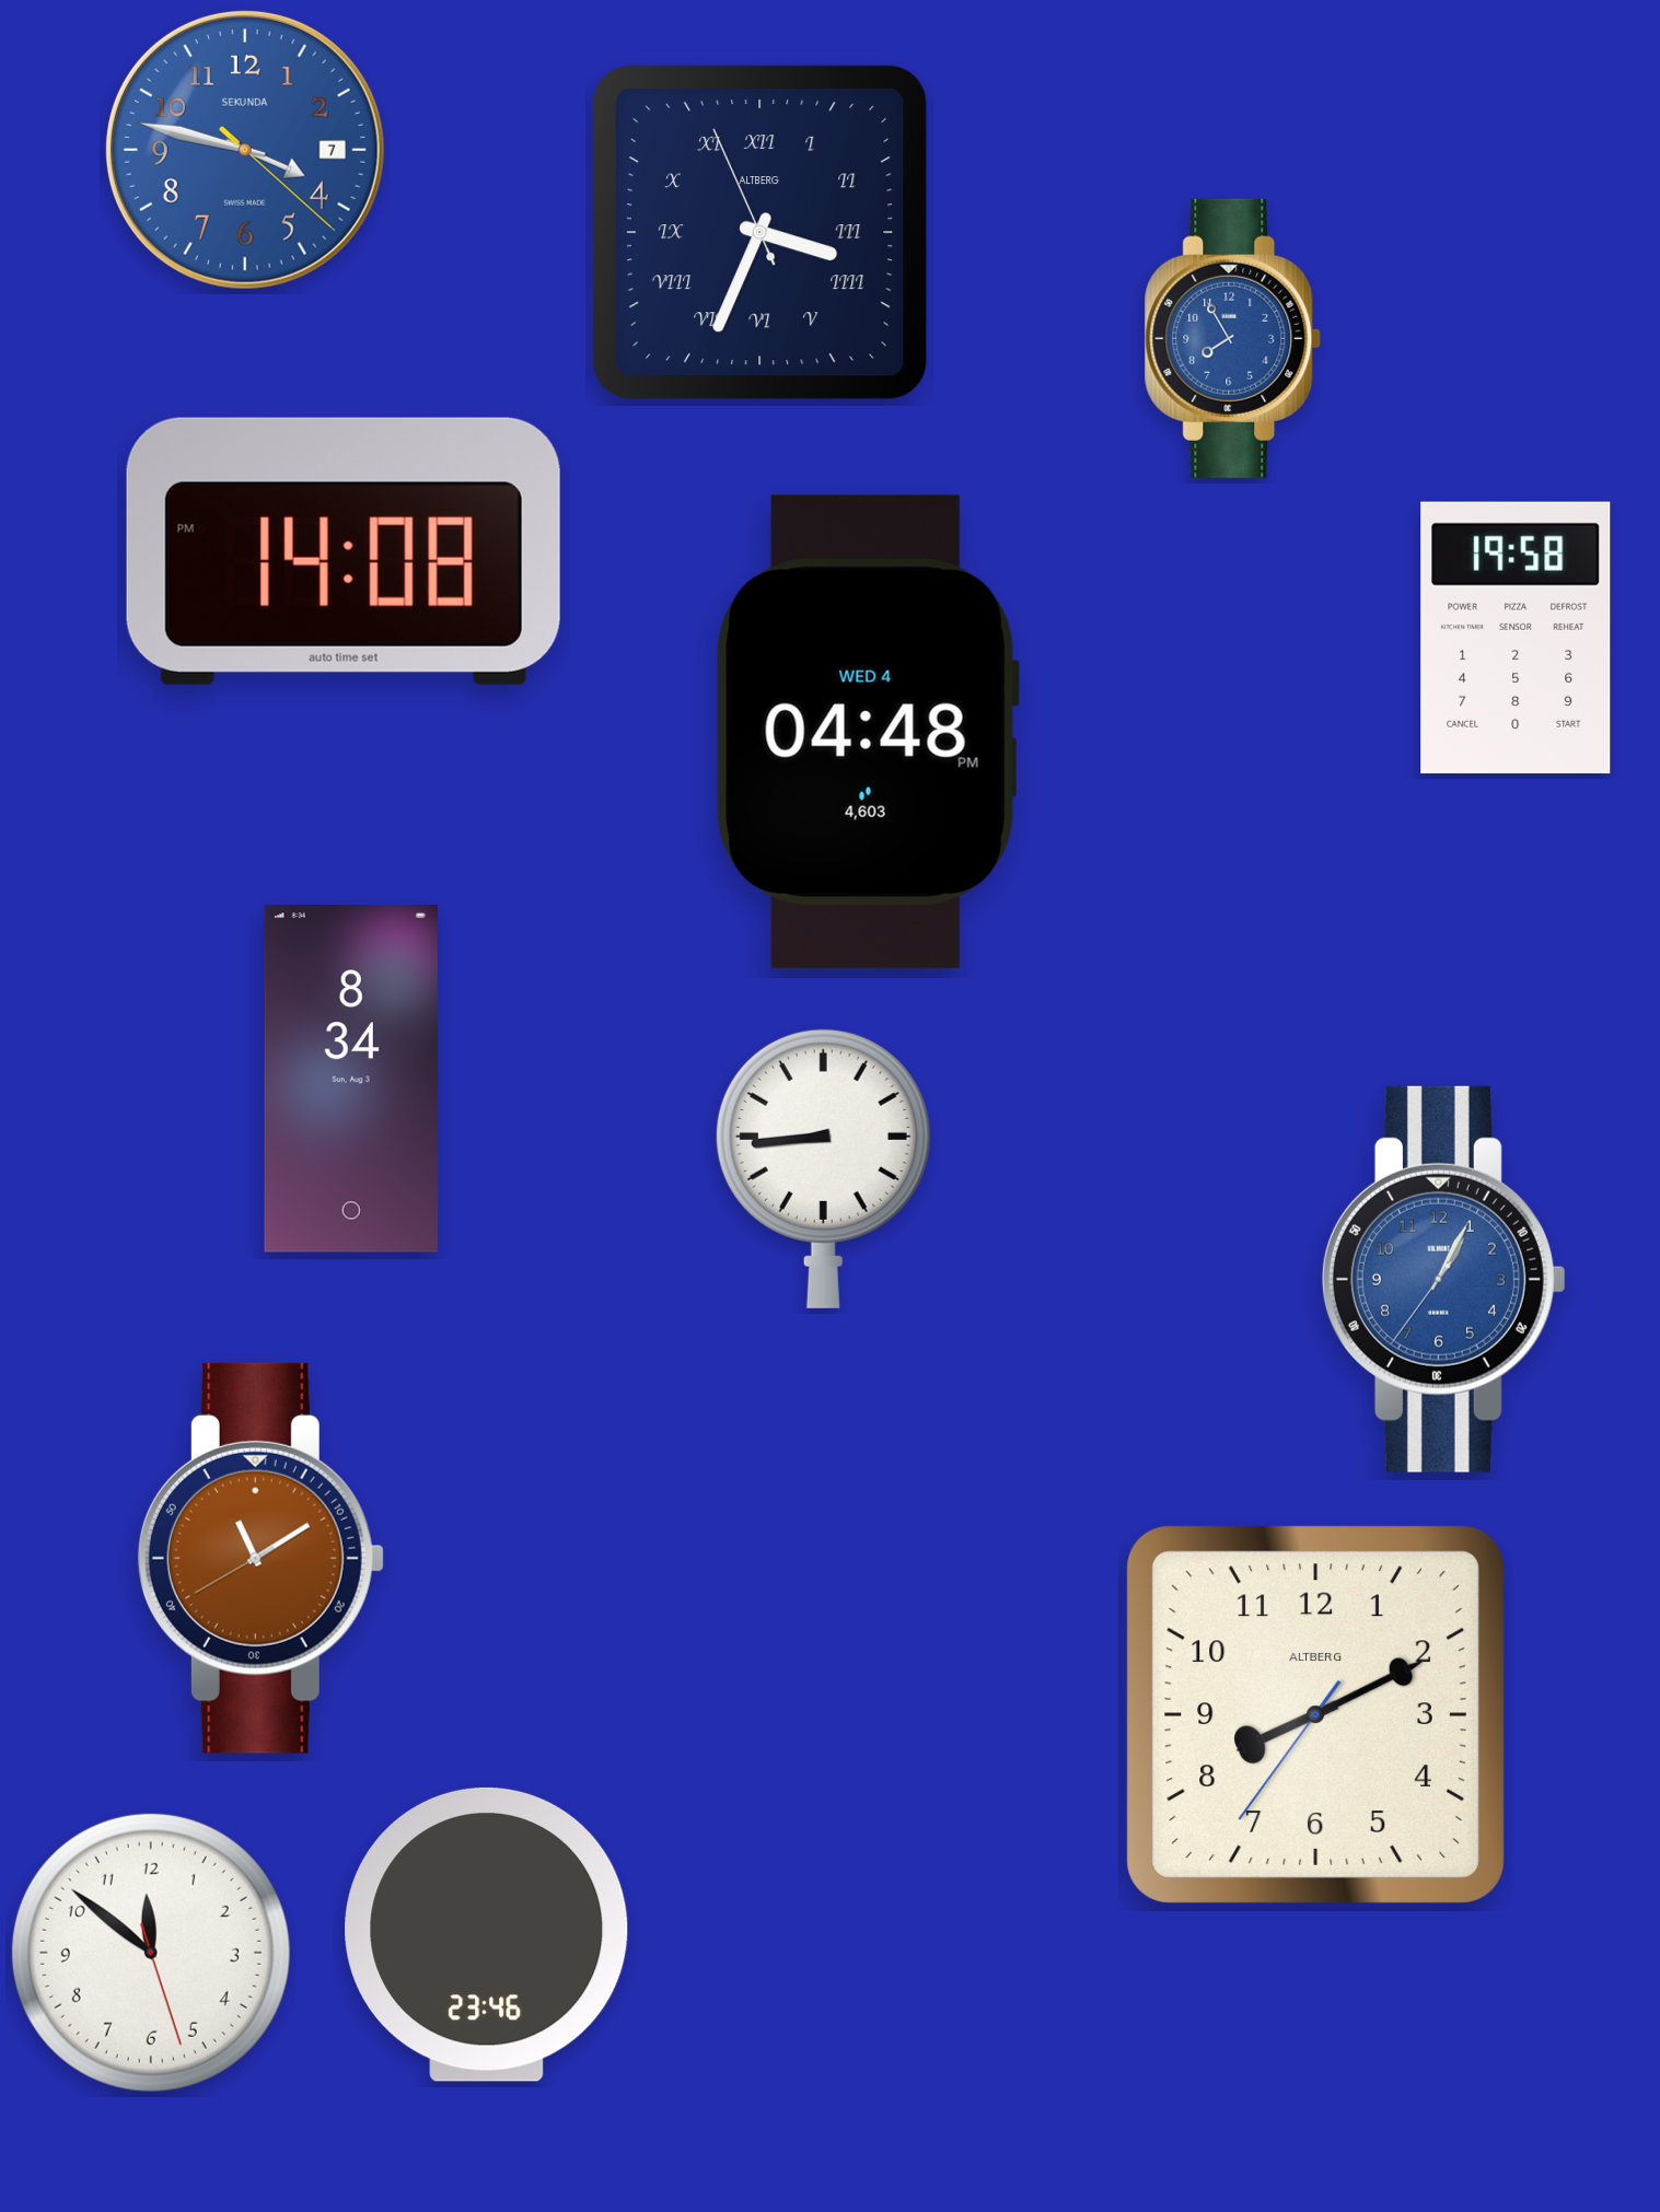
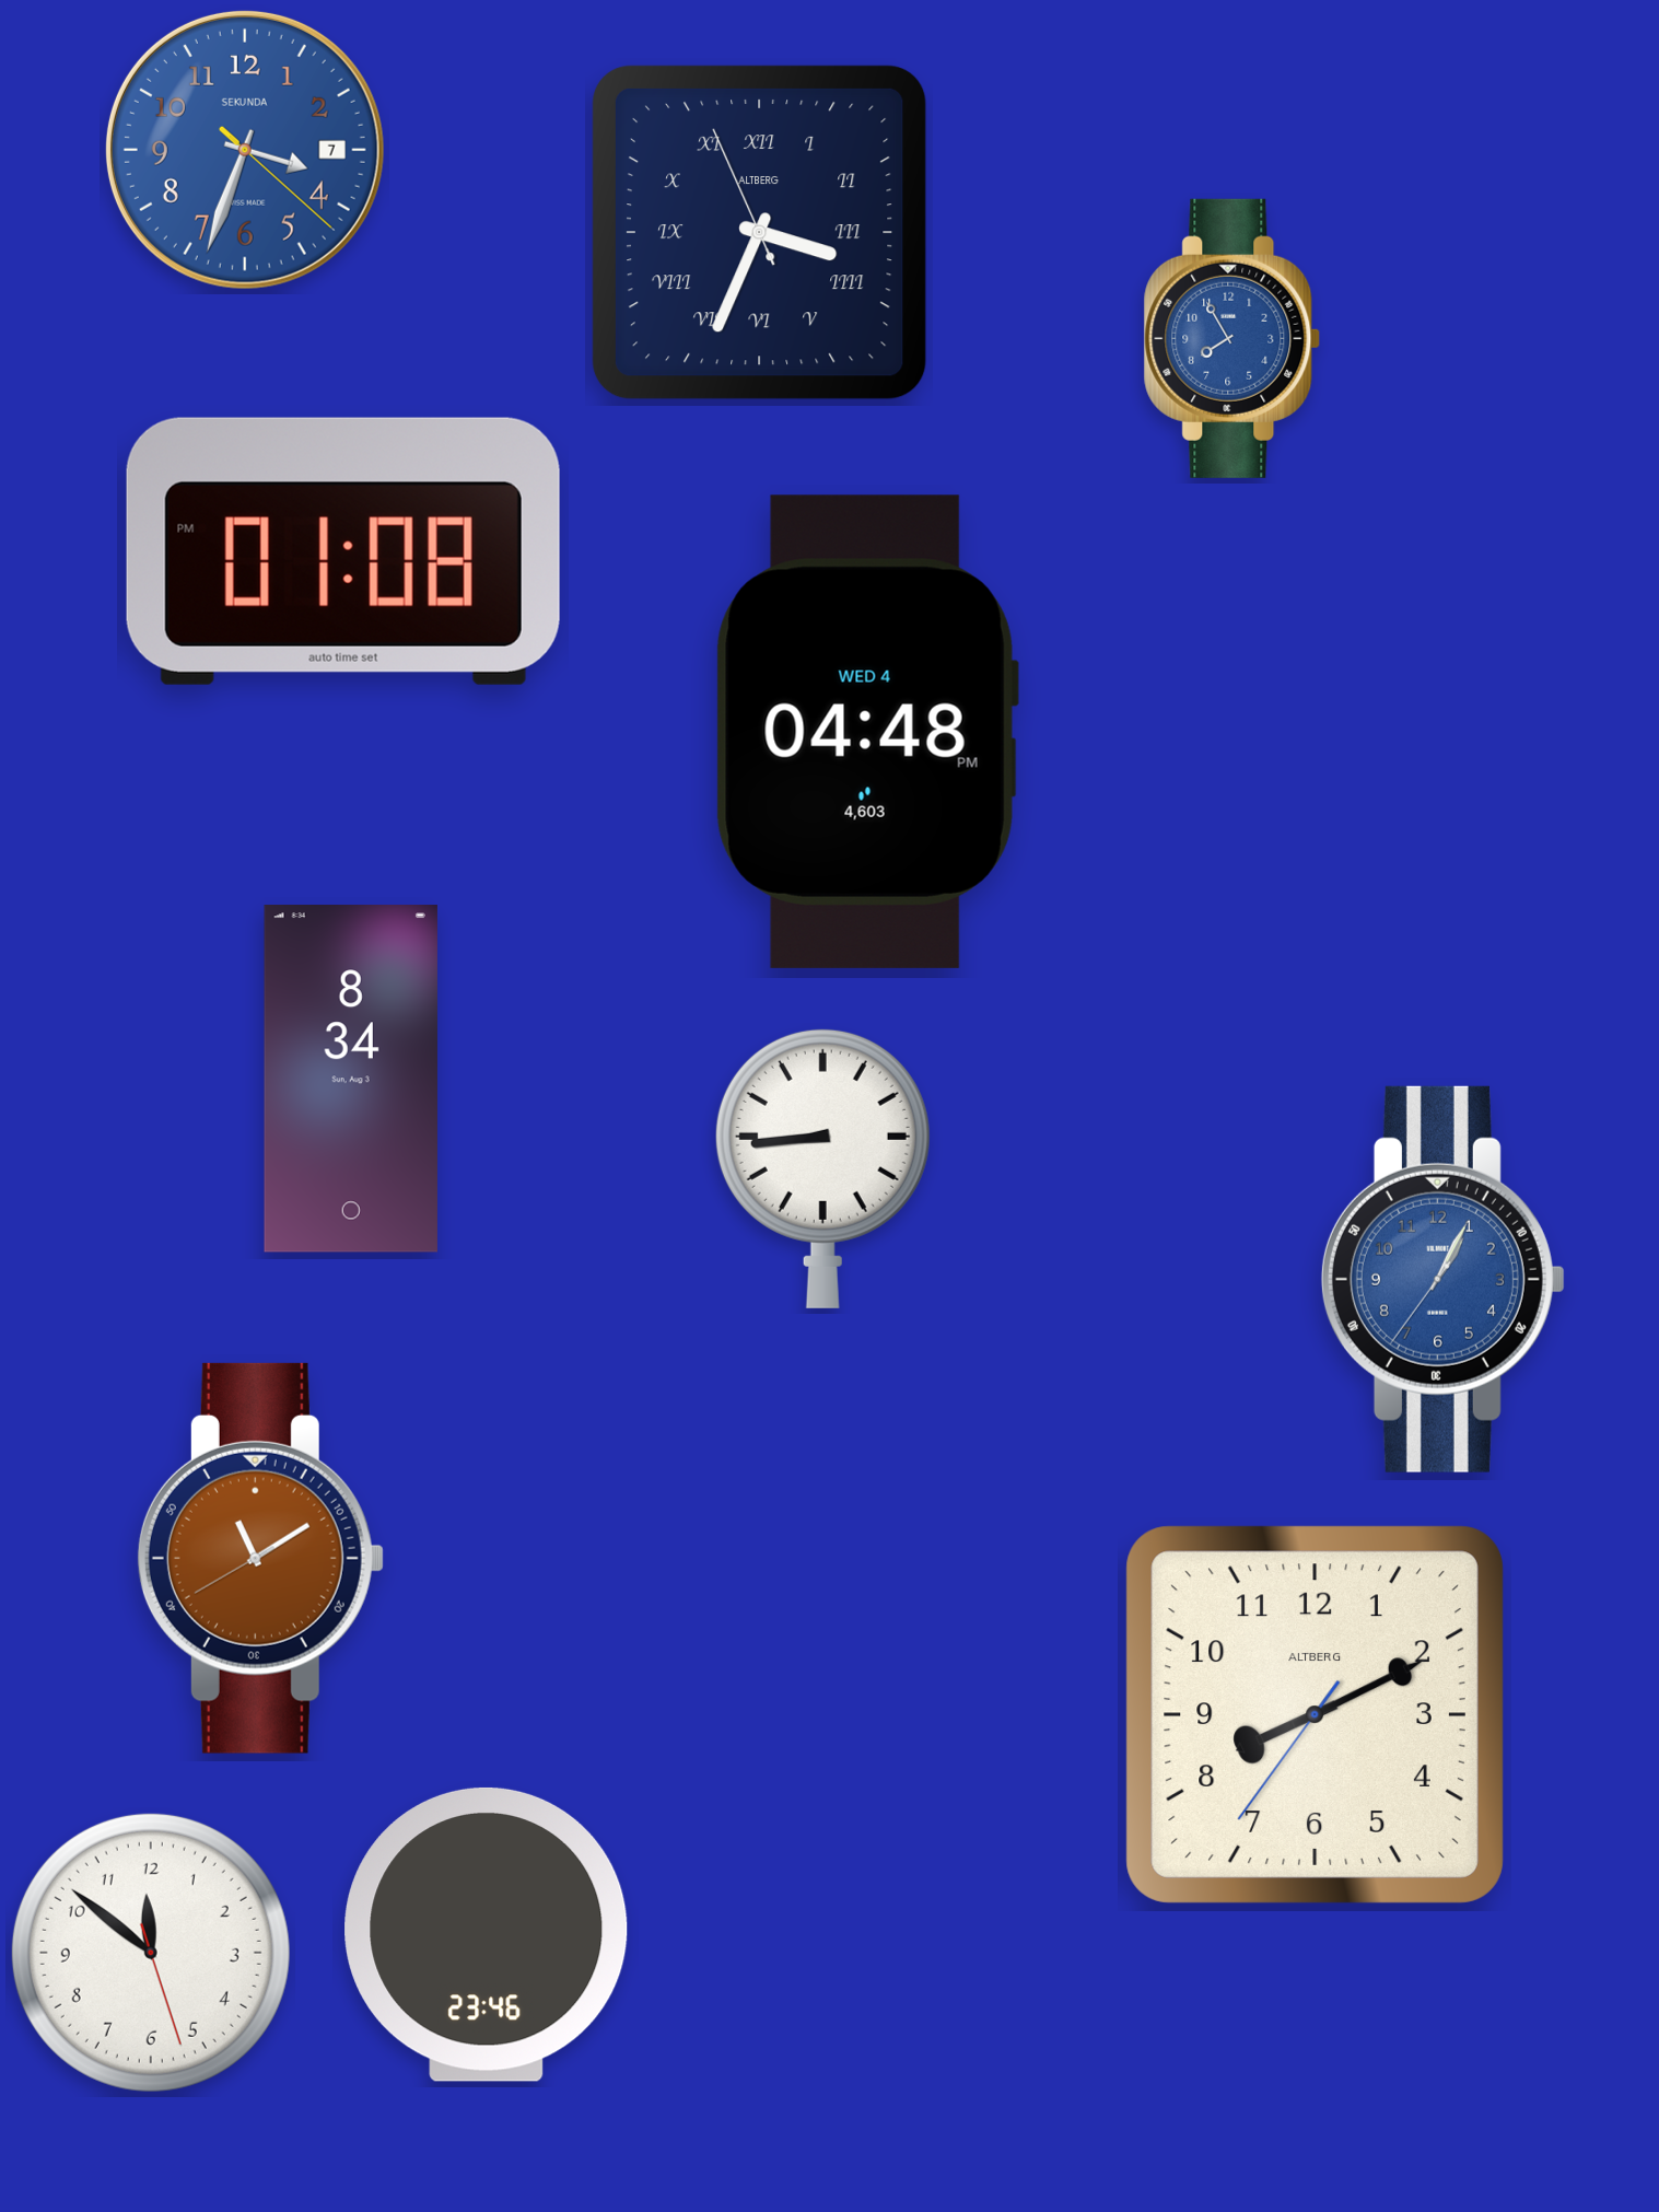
clock at (245, 150): 3:47 -> 3:33
clock at (344, 551): 14:08 -> 01:08
clock at (1516, 638): 19:58 -> none
